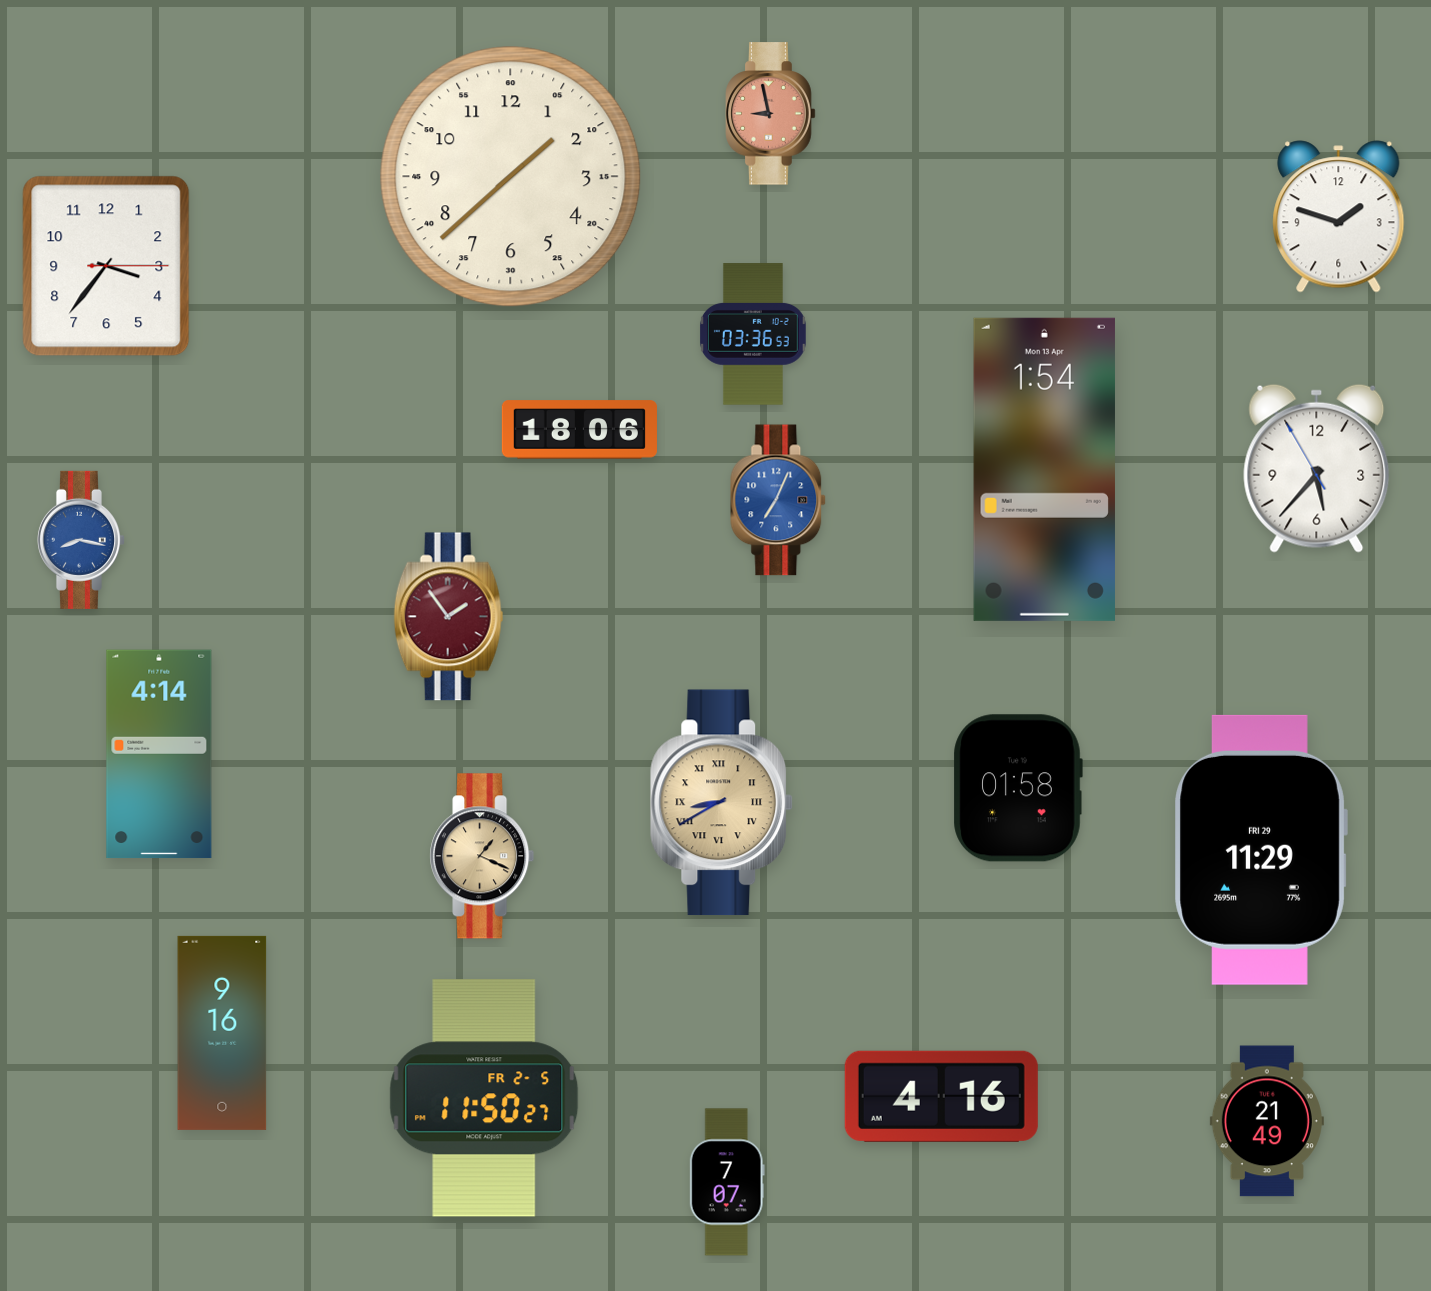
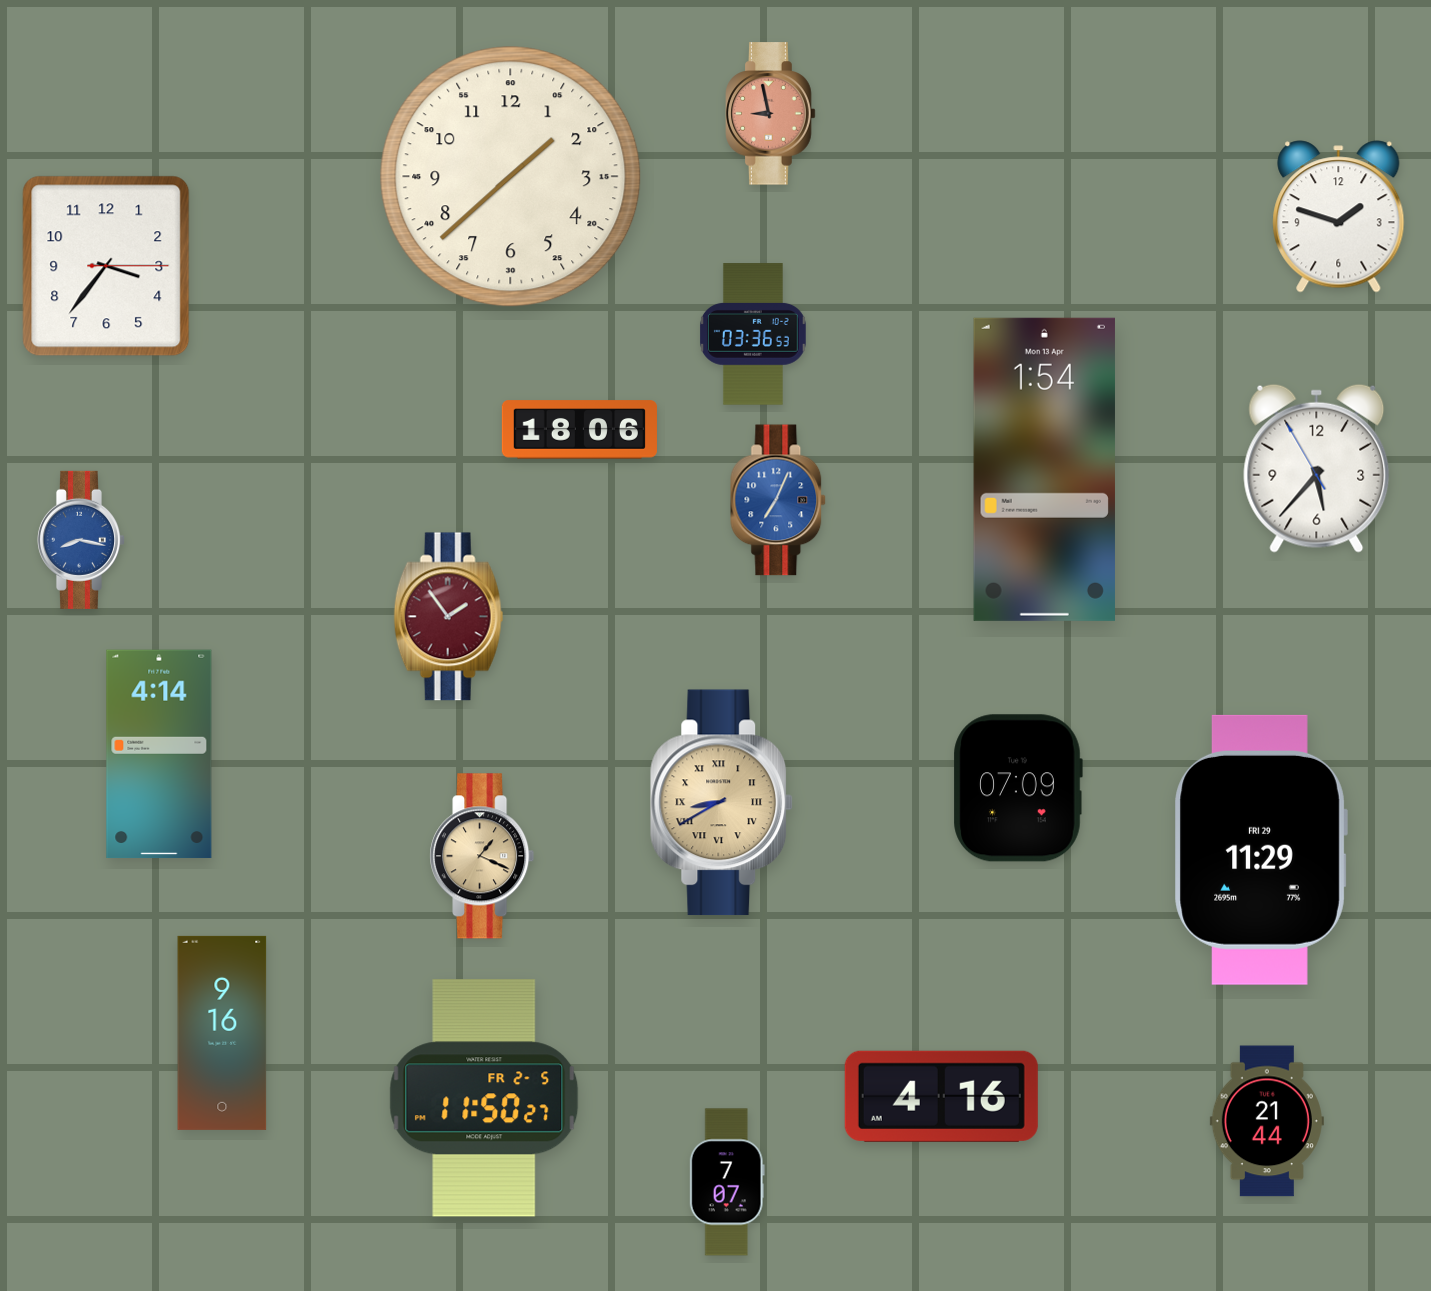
clock at (1018, 788): 01:58 -> 07:09
clock at (1267, 1121): 21:49 -> 21:44
